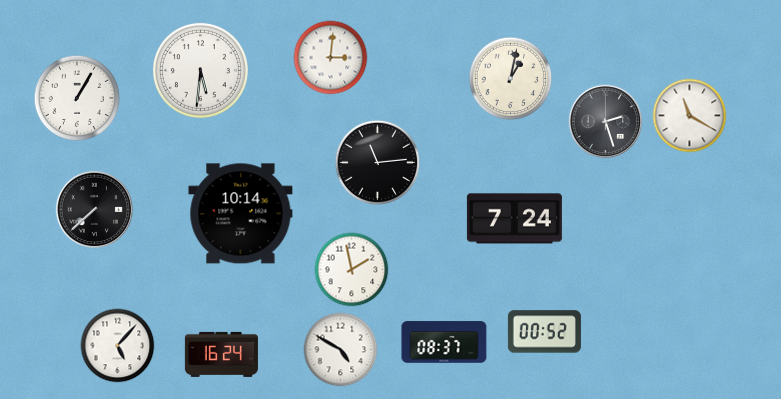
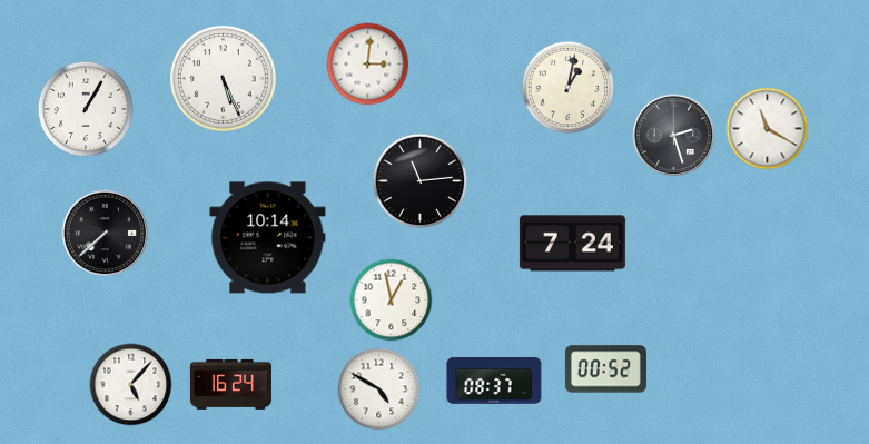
clock at (200, 70): 5:31 -> 5:26
clock at (352, 270): 1:58 -> 12:58
clock at (221, 354) position: (221, 354) -> (230, 384)
